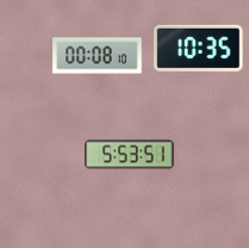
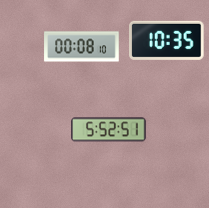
clock at (130, 155): 5:53 -> 5:52
